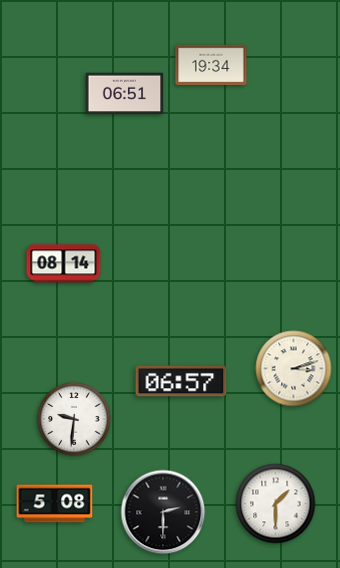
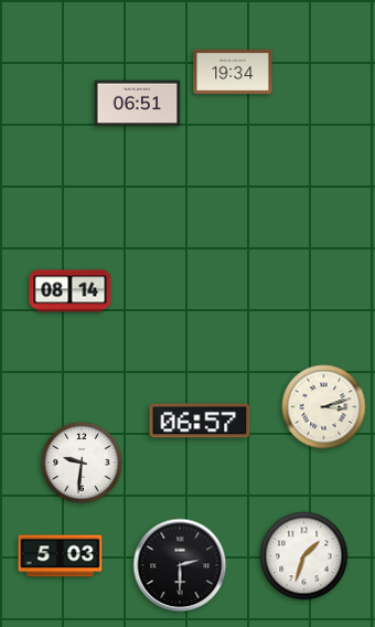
clock at (55, 504): 5:08 -> 5:03
clock at (276, 504): 1:30 -> 1:33
